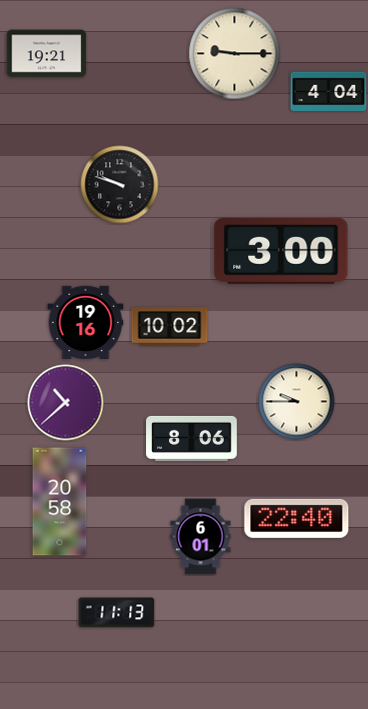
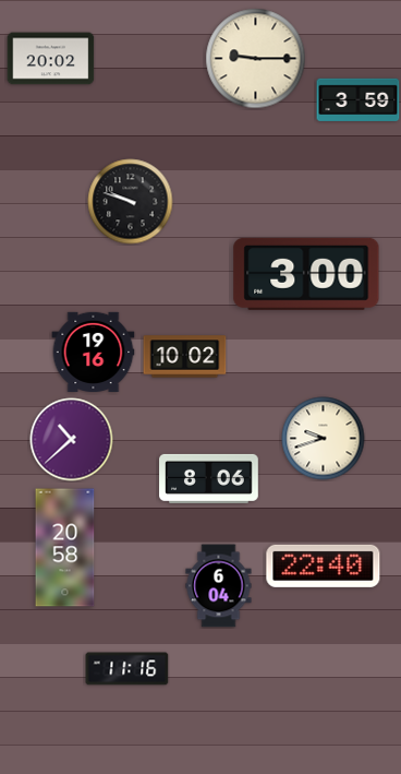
clock at (47, 54): 19:21 -> 20:02
clock at (329, 92): 4:04 -> 3:59
clock at (297, 402): 9:45 -> 9:42
clock at (201, 537): 6:01 -> 6:04
clock at (117, 613): 11:13 -> 11:16
